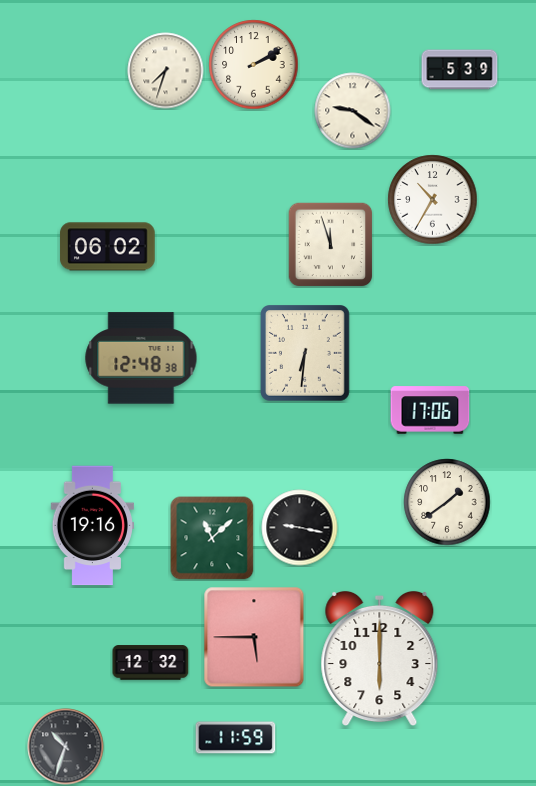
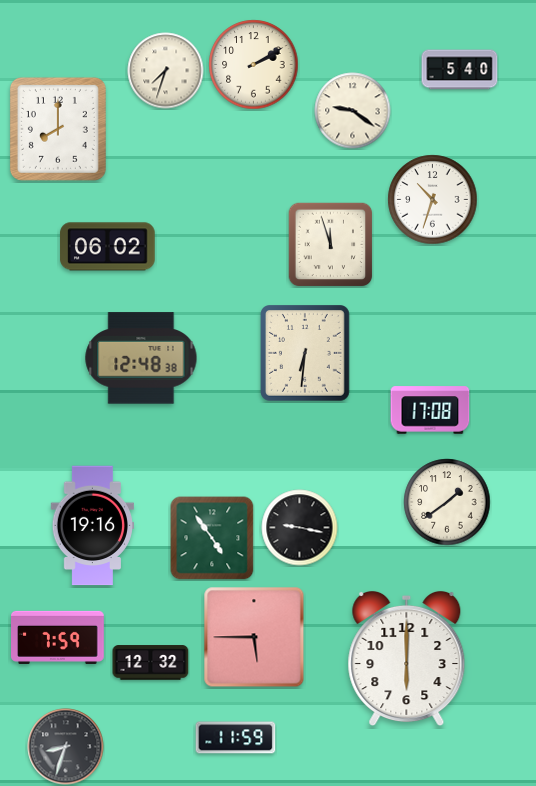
clock at (460, 70): 5:39 -> 5:40
clock at (58, 129): none -> 8:00
clock at (433, 200): 10:35 -> 10:33
clock at (430, 410): 17:06 -> 17:08
clock at (212, 538): 11:08 -> 4:54
clock at (58, 637): none -> 7:59
clock at (380, 659) position: (380, 659) -> (407, 659)
clock at (66, 747): 10:33 -> 8:33
